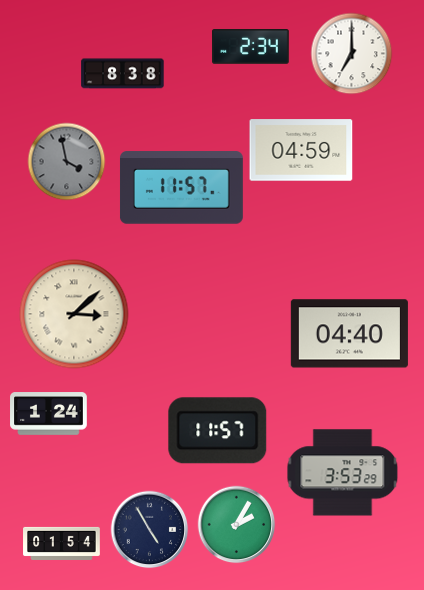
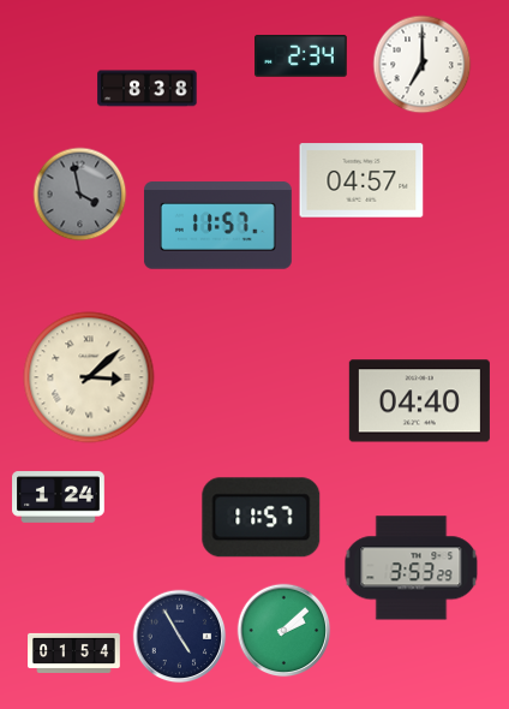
clock at (301, 150): 04:59 -> 04:57
clock at (236, 524): 2:05 -> 2:08
